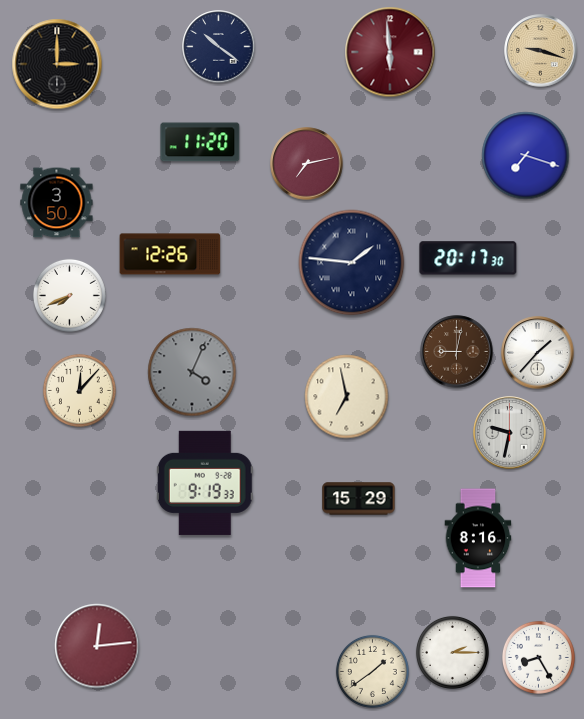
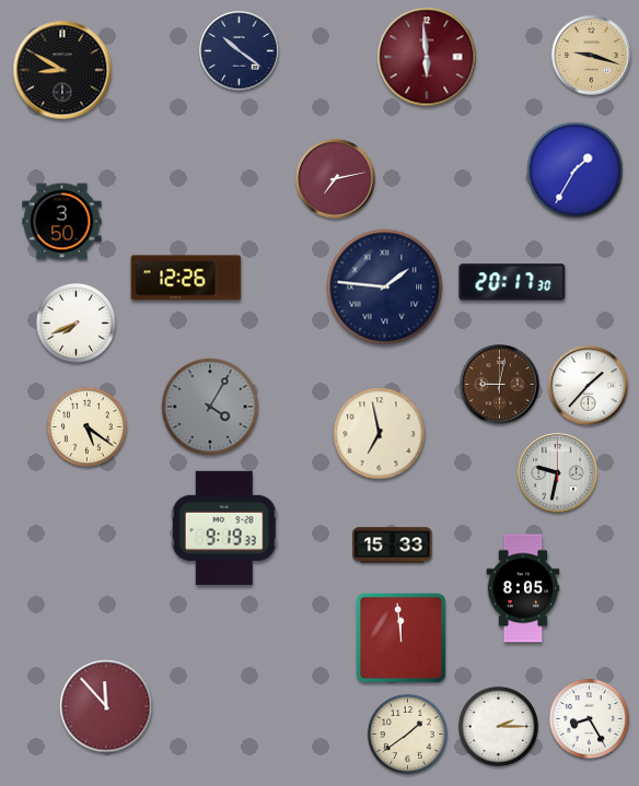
clock at (57, 64): 3:00 -> 8:50
clock at (200, 142): 11:20 -> none
clock at (526, 156): 7:18 -> 1:35
clock at (192, 372): 4:04 -> 4:05
clock at (79, 390): 12:07 -> 5:21
clock at (359, 499): 15:29 -> 15:33
clock at (478, 538): 8:16 -> 8:05
clock at (402, 638): none -> 11:59
clock at (97, 646): 12:14 -> 11:53
clock at (452, 652) position: (452, 652) -> (498, 726)
